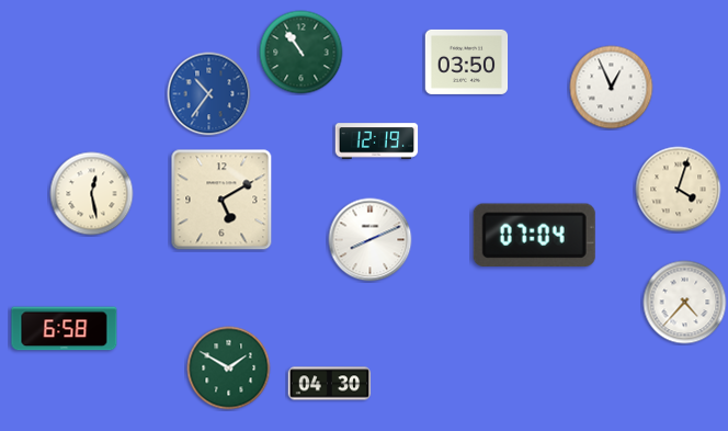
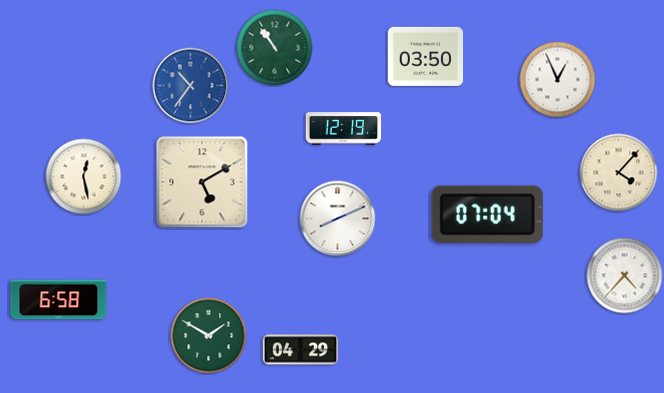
clock at (679, 190): 4:03 -> 4:07
clock at (330, 384): 04:30 -> 04:29
